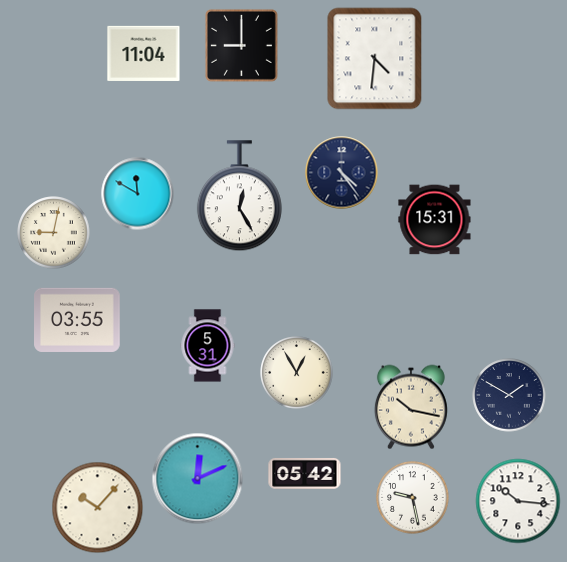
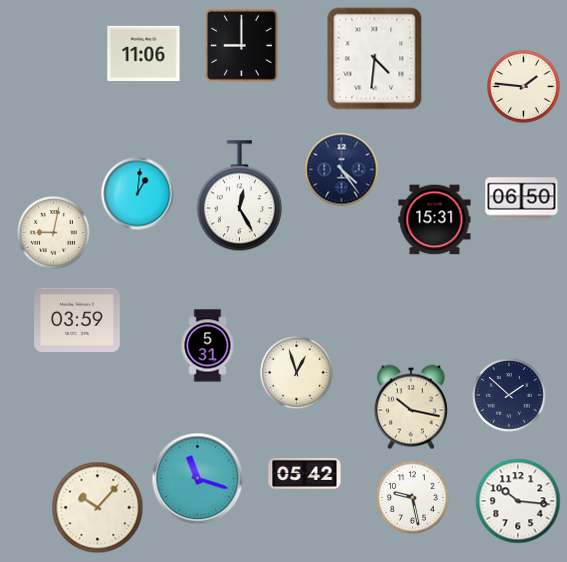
clock at (144, 53): 11:04 -> 11:06
clock at (524, 87): none -> 1:46
clock at (342, 173) position: (342, 173) -> (342, 170)
clock at (138, 194): 11:50 -> 1:01
clock at (522, 199): none -> 06:50
clock at (78, 320): 03:55 -> 03:59
clock at (297, 373): 12:55 -> 12:57
clock at (509, 395): 1:50 -> 1:52
clock at (198, 479): 12:11 -> 11:18
